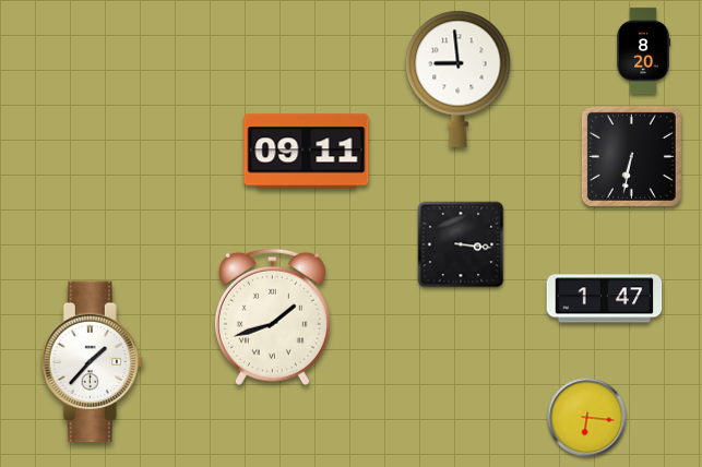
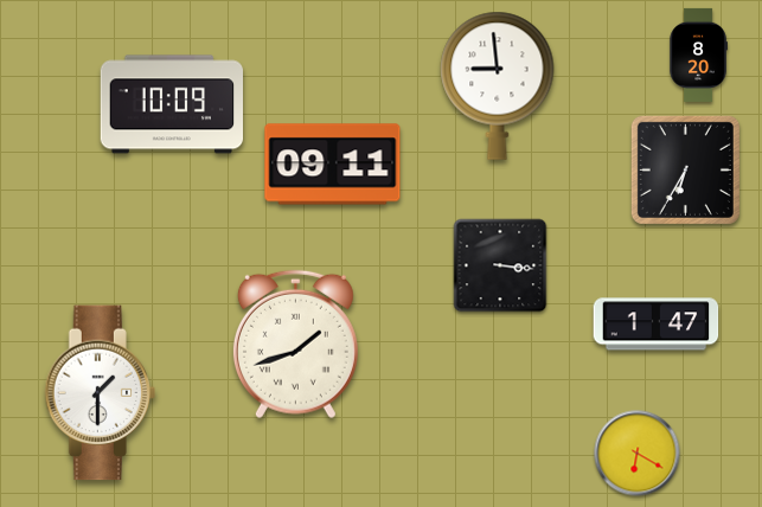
clock at (172, 104): none -> 10:09
clock at (631, 156): 6:32 -> 6:35
clock at (92, 362): 1:37 -> 1:30
clock at (587, 418): 6:16 -> 6:20
